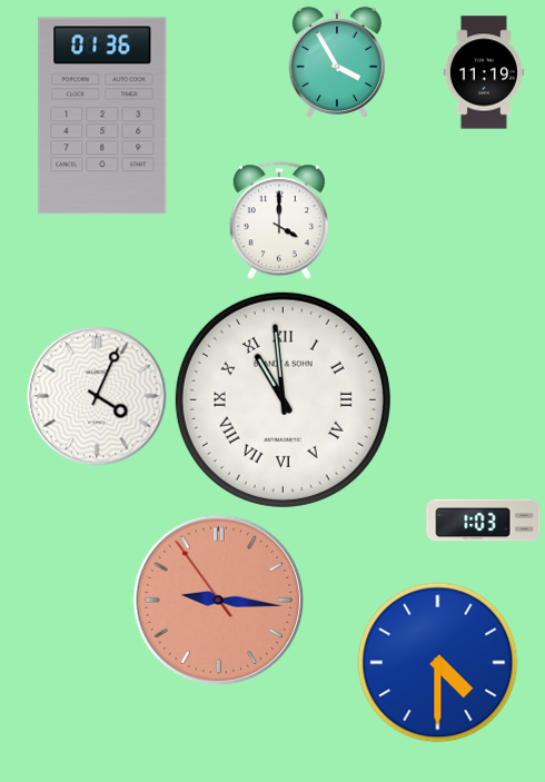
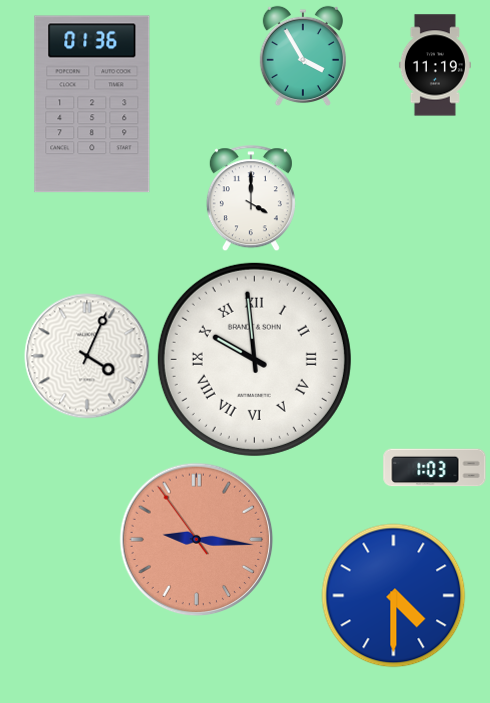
clock at (283, 399): 10:59 -> 9:59
